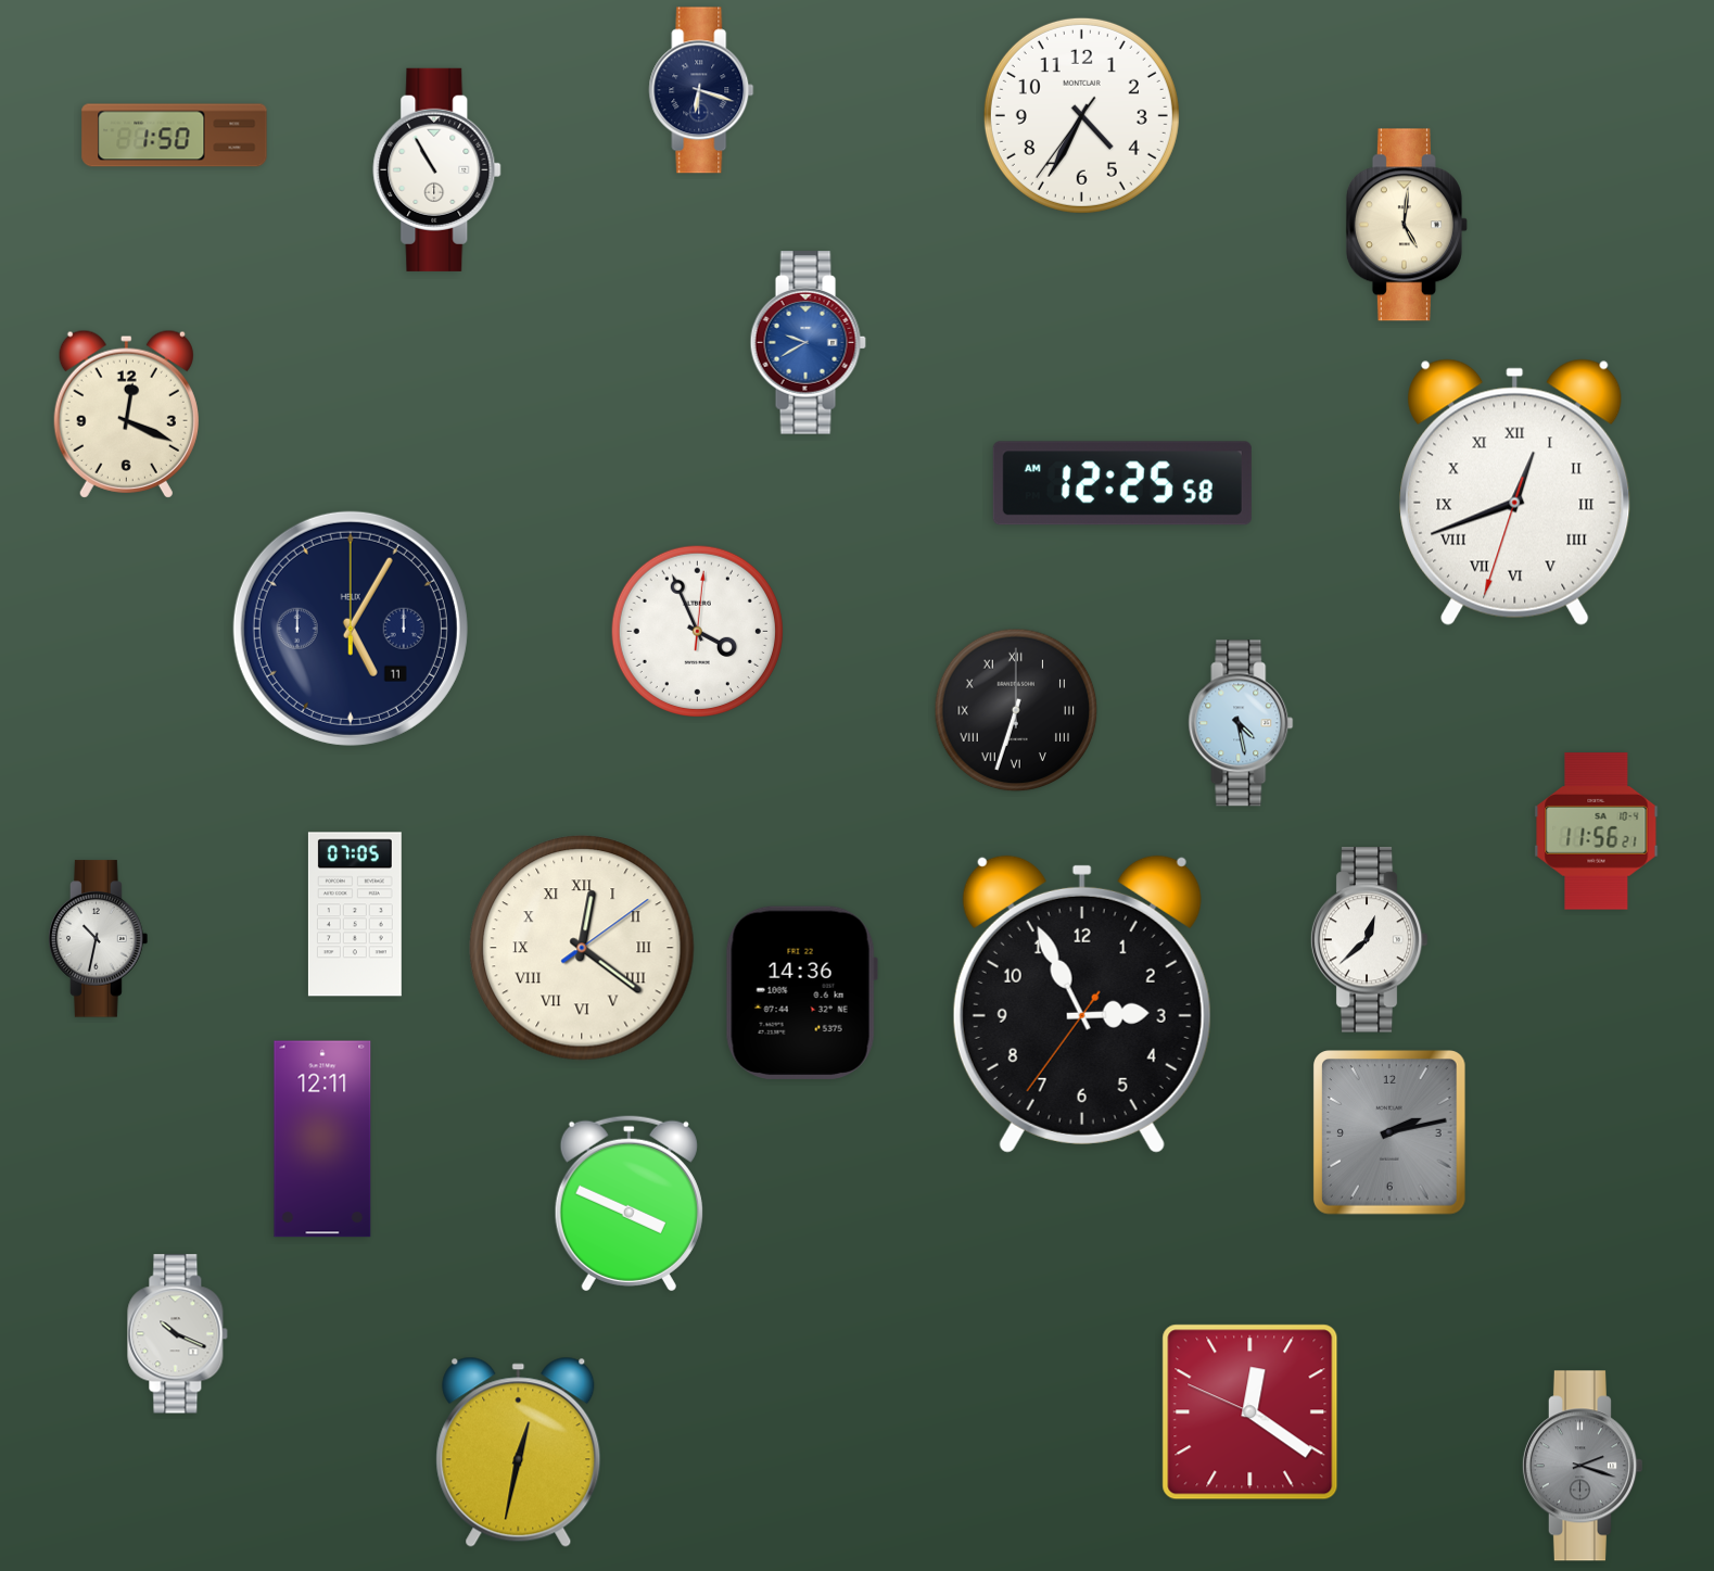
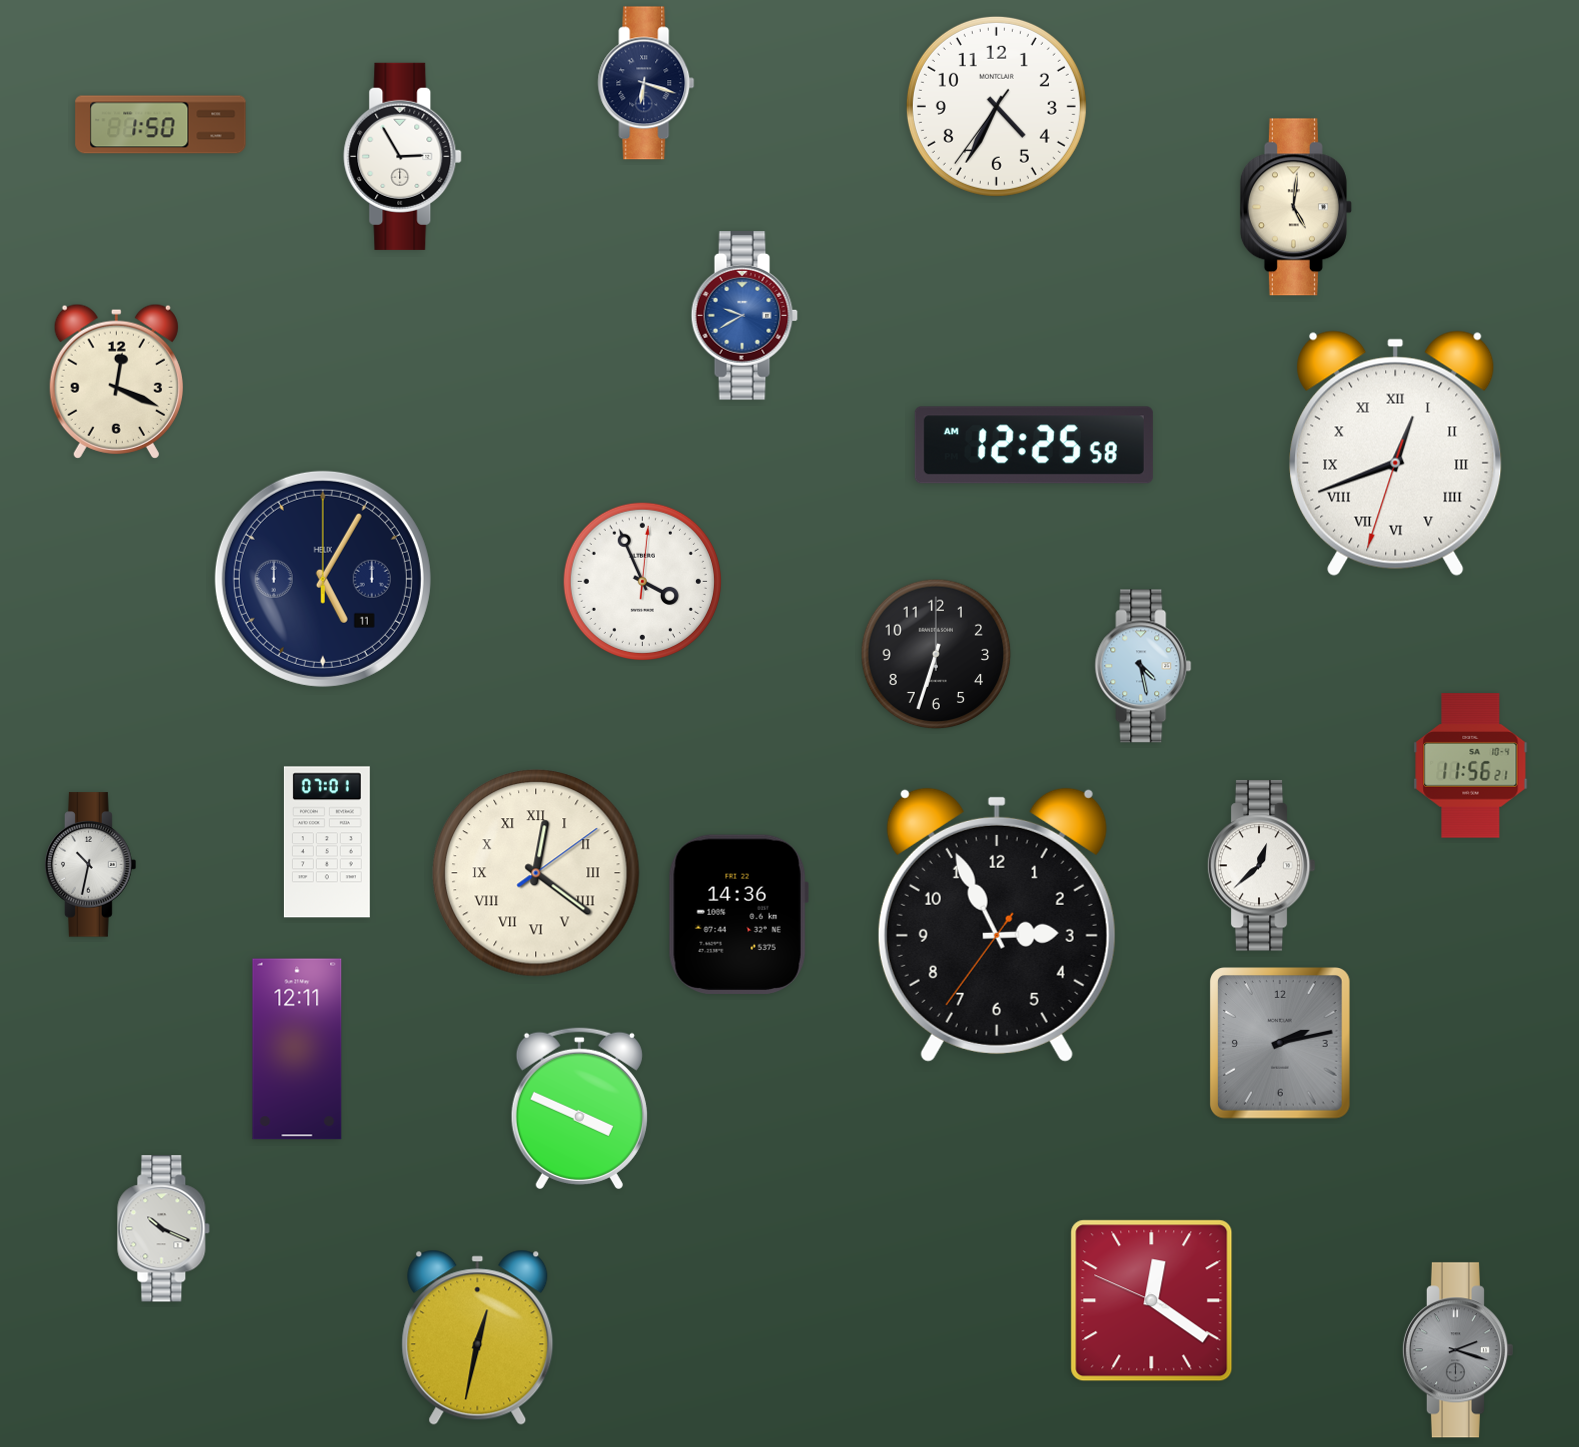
clock at (437, 169): 10:55 -> 2:55
clock at (1016, 710) numerals: Roman -> Arabic
clock at (355, 914): 07:05 -> 07:01
